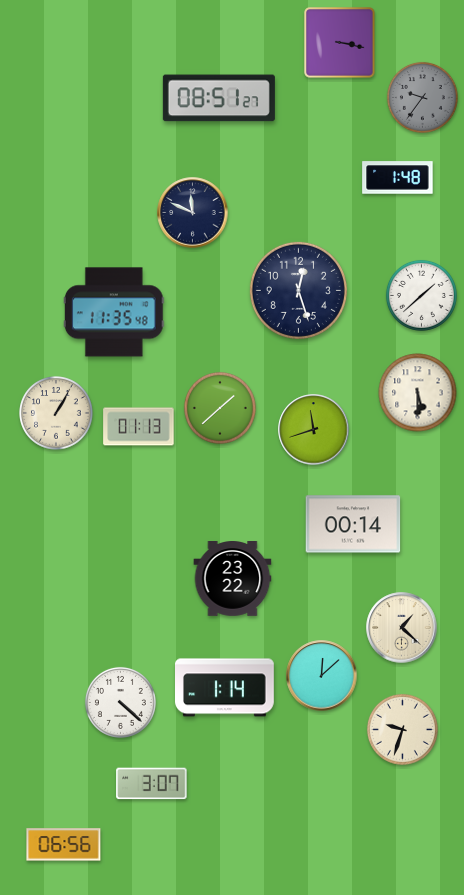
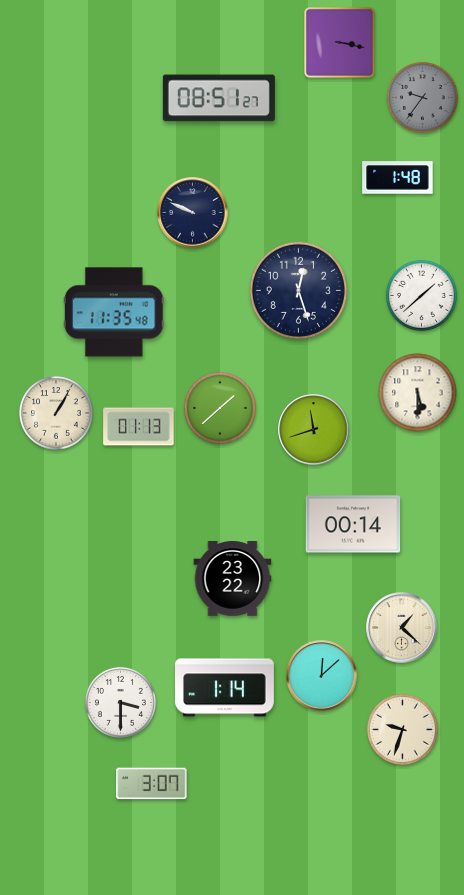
clock at (193, 213): 11:49 -> 9:49
clock at (120, 702): 4:22 -> 3:30
clock at (64, 845): 06:56 -> none
